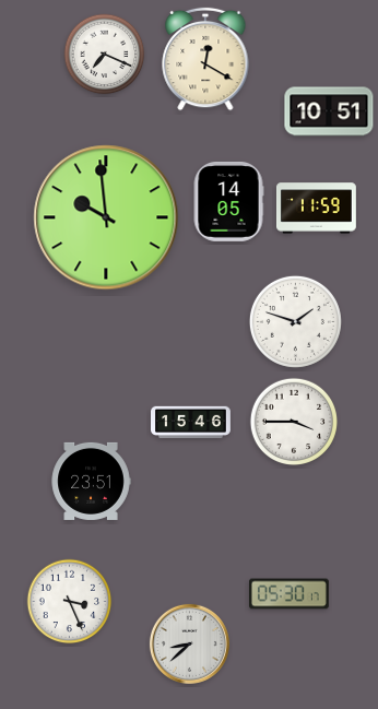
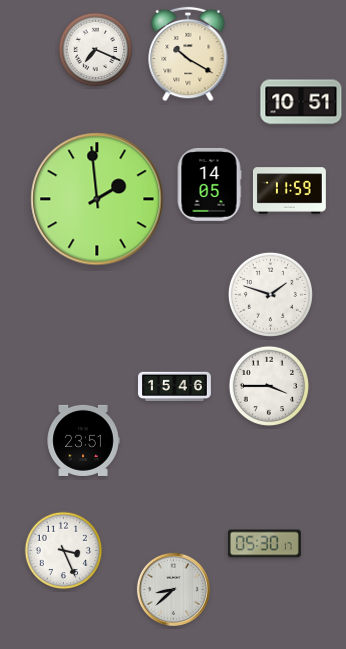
clock at (205, 59): 12:20 -> 10:20
clock at (106, 217): 9:59 -> 1:59
